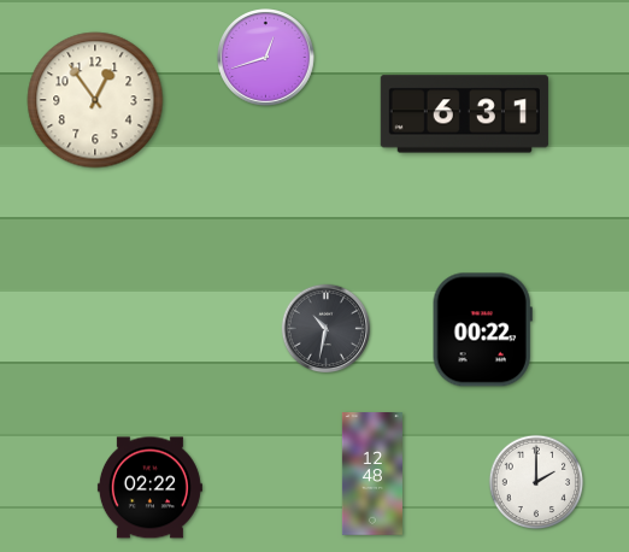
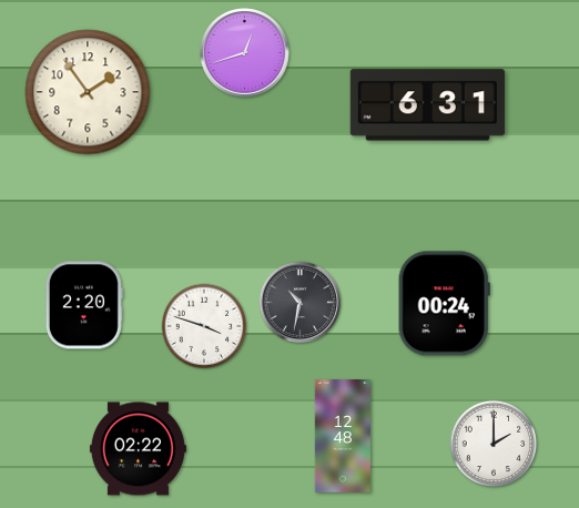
clock at (95, 100): 12:54 -> 1:54
clock at (482, 330): 00:22 -> 00:24
clock at (84, 305): none -> 2:20
clock at (204, 326): none -> 3:48
